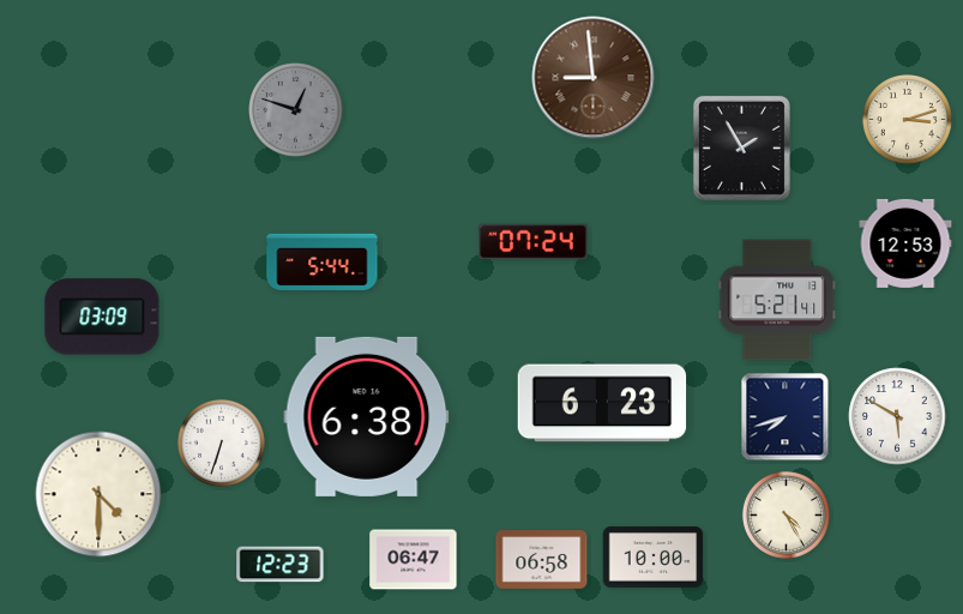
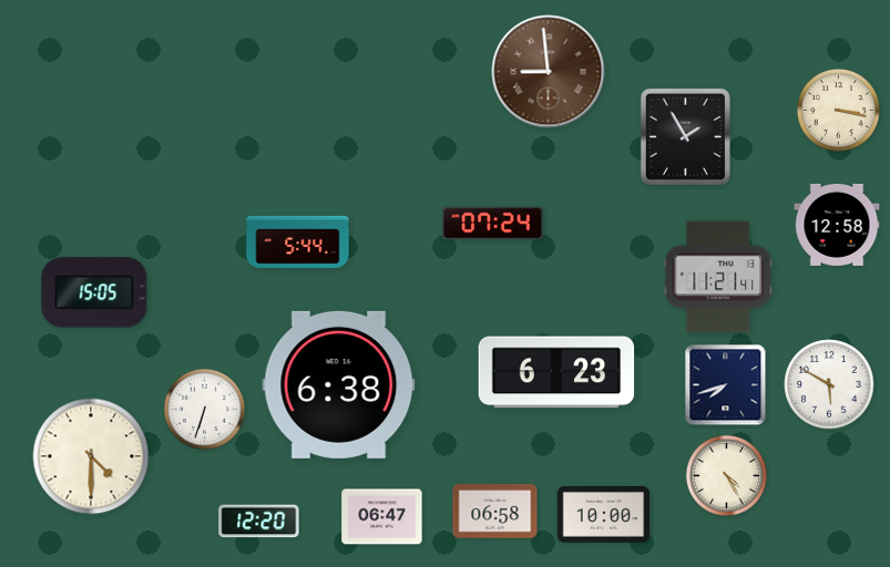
clock at (296, 110): 12:48 -> none
clock at (908, 120): 3:12 -> 3:17
clock at (905, 243): 12:53 -> 12:58
clock at (777, 300): 5:21 -> 11:21
clock at (102, 317): 03:09 -> 15:05
clock at (542, 560) position: (542, 560) -> (495, 512)
clock at (281, 565): 12:23 -> 12:20
